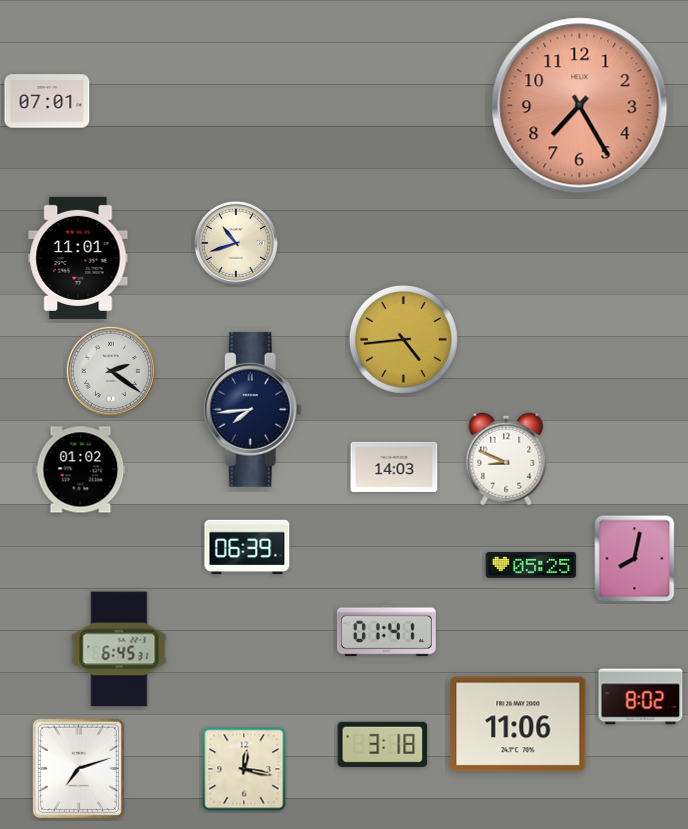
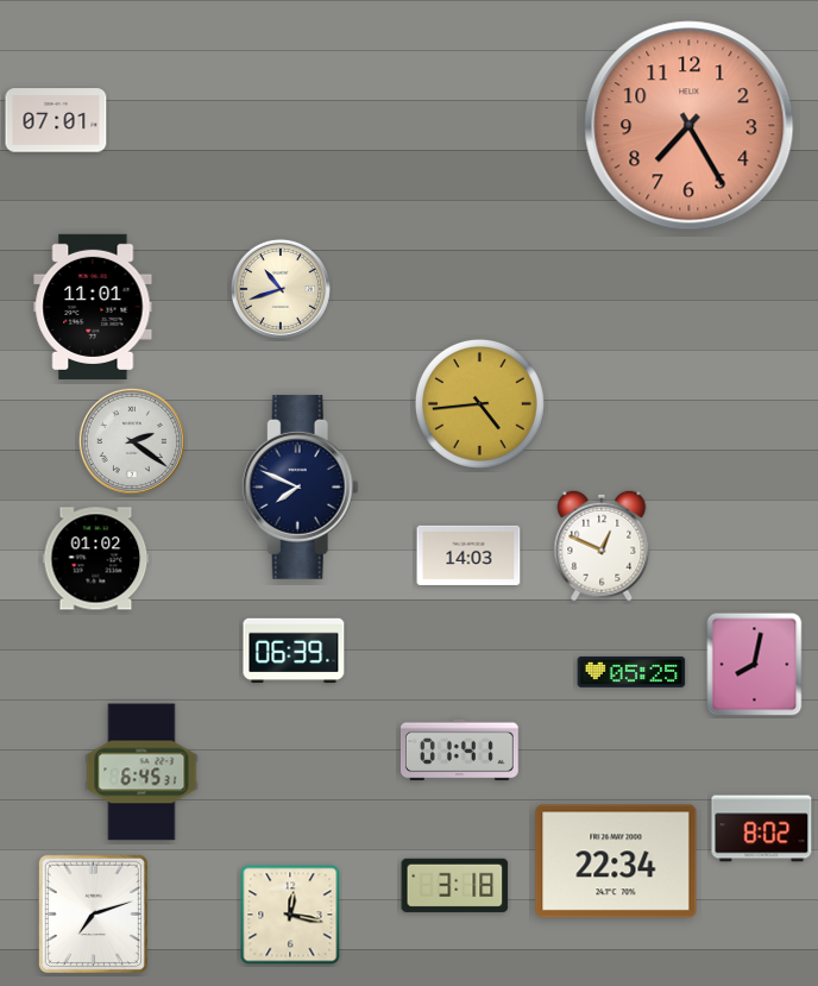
clock at (252, 409): 7:44 -> 7:49
clock at (506, 459): 8:49 -> 12:49
clock at (518, 724): 11:06 -> 22:34
